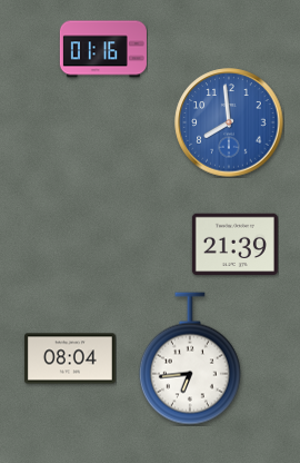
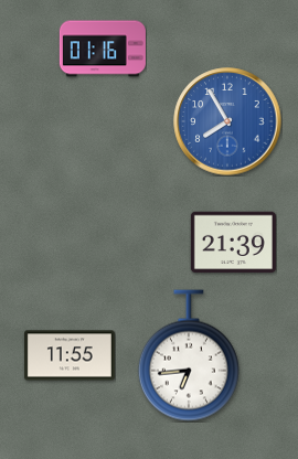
clock at (229, 122): 7:59 -> 7:55
clock at (70, 358): 08:04 -> 11:55
